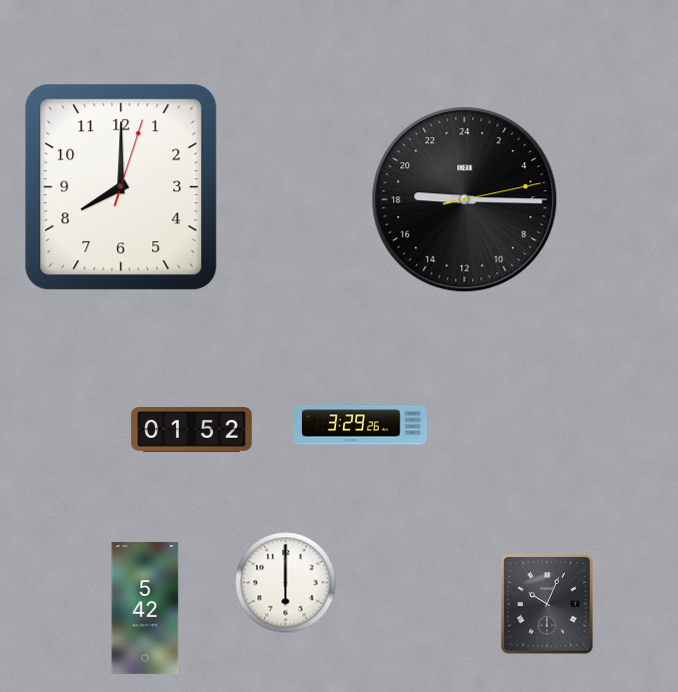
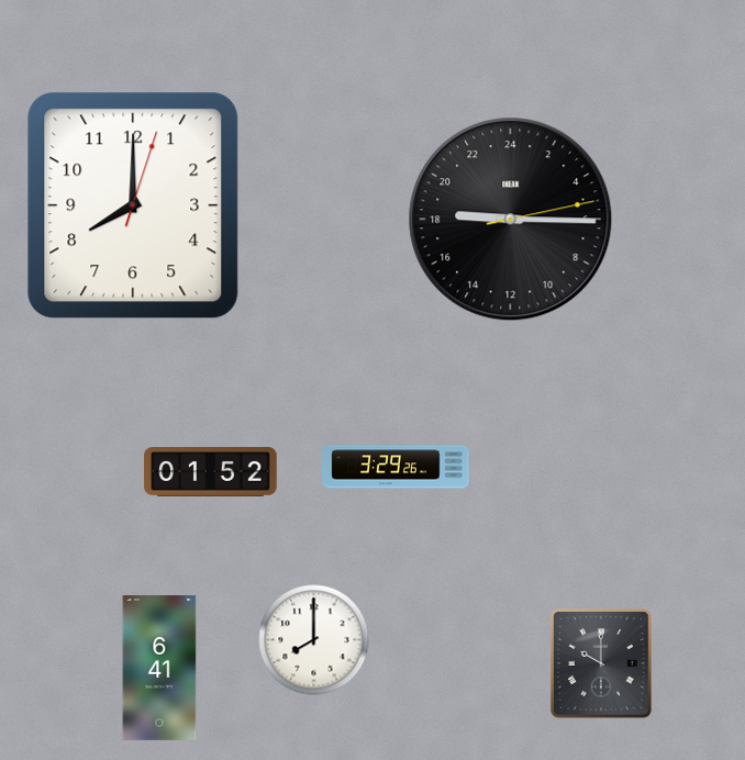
clock at (286, 583): 6:00 -> 8:00
clock at (547, 604): 10:04 -> 10:00
clock at (145, 608): 5:42 -> 6:41
